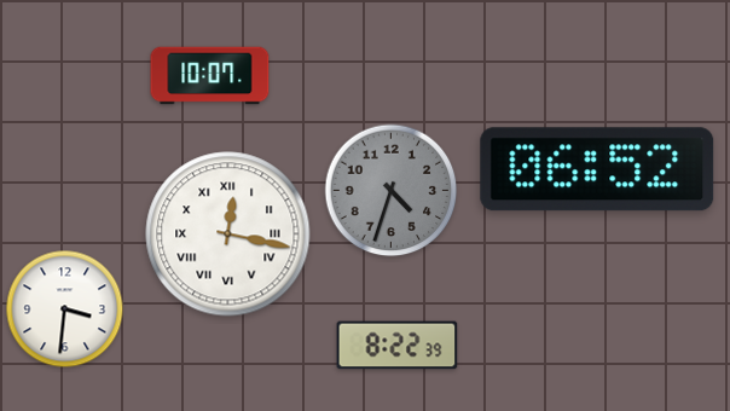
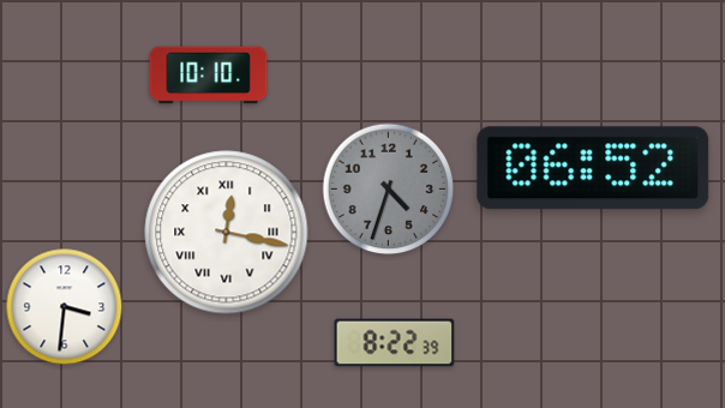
clock at (210, 76): 10:07 -> 10:10
